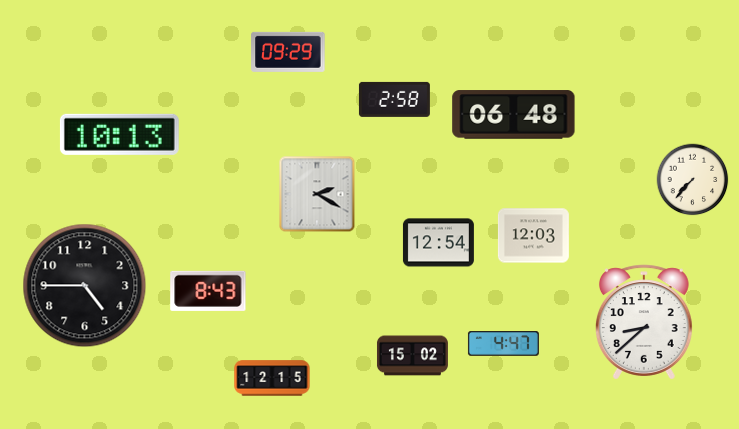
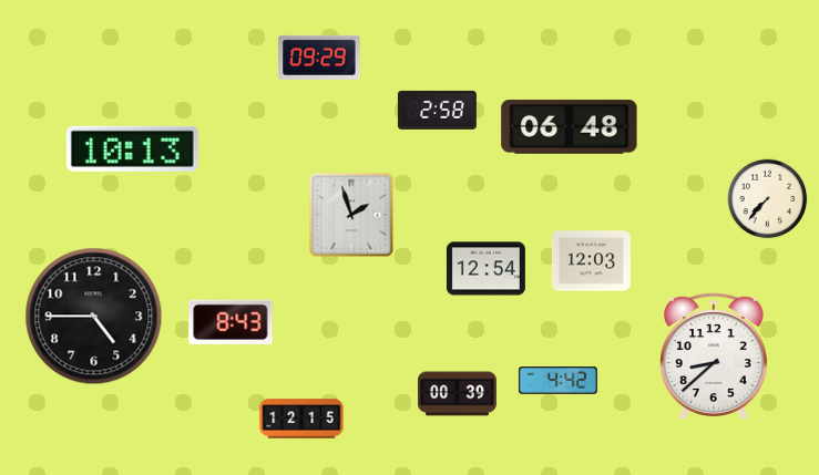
clock at (317, 194): 2:20 -> 1:57
clock at (503, 344): 4:47 -> 4:42
clock at (412, 356): 15:02 -> 00:39
